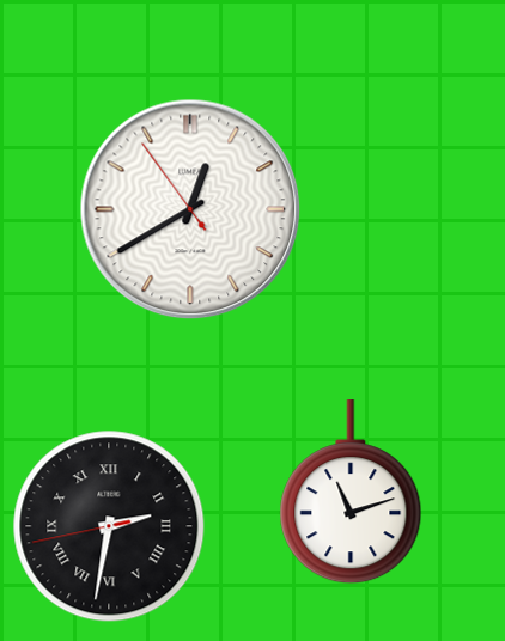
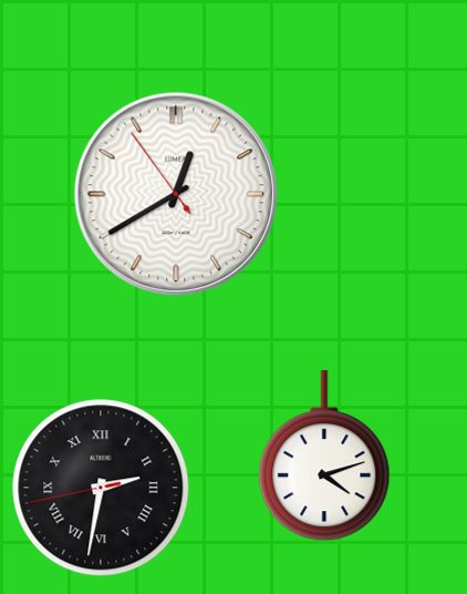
clock at (351, 493): 11:12 -> 4:12
